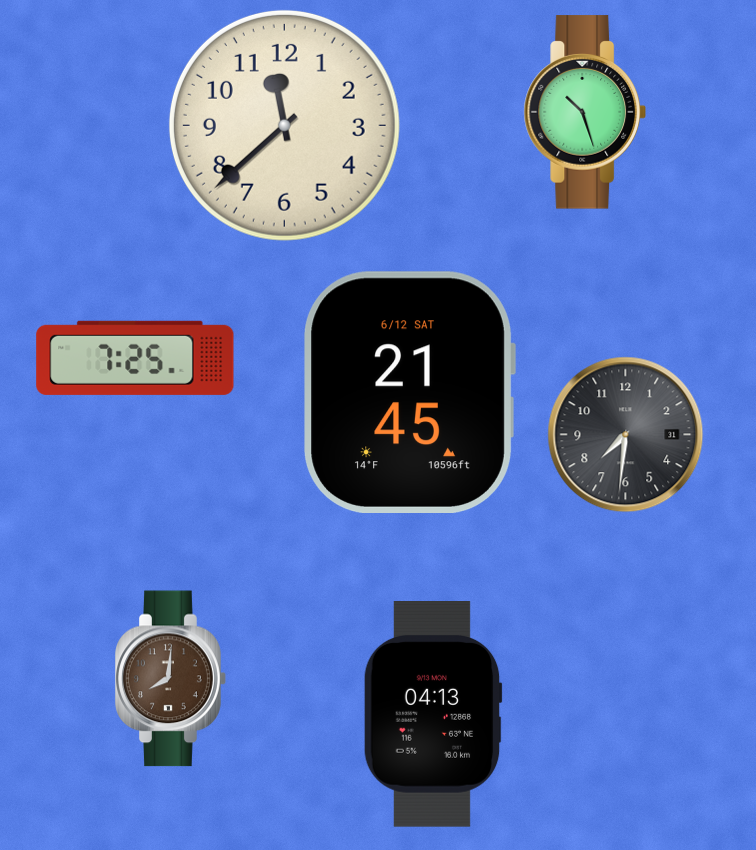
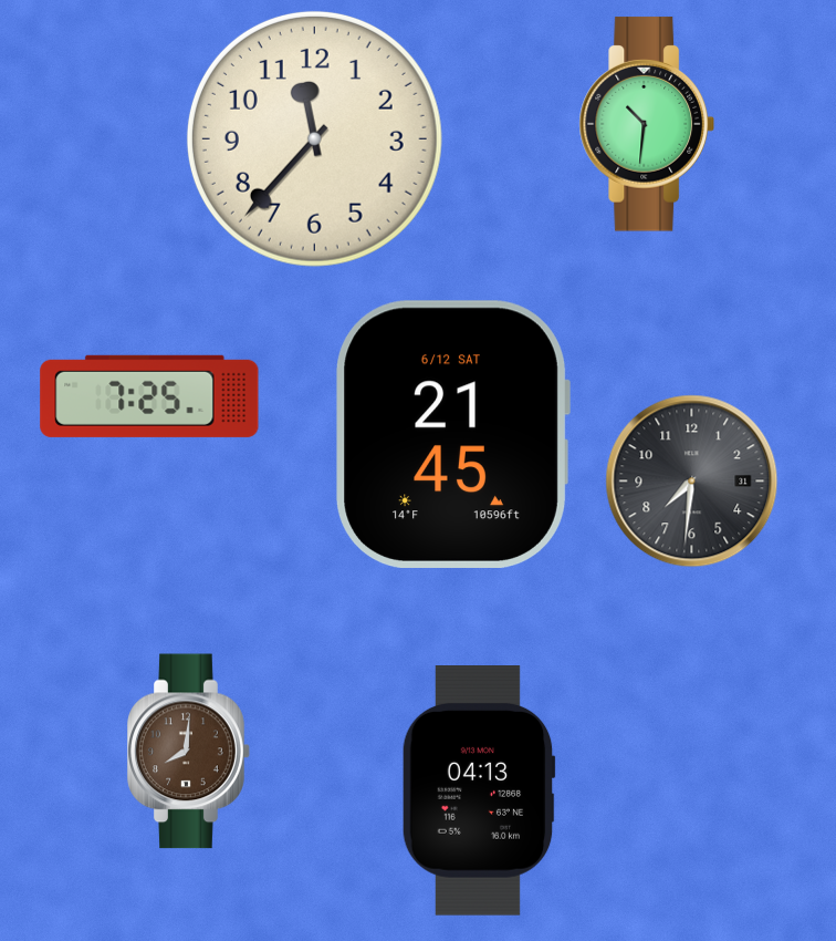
clock at (584, 112): 10:27 -> 10:31
clock at (284, 125): 11:38 -> 11:37
